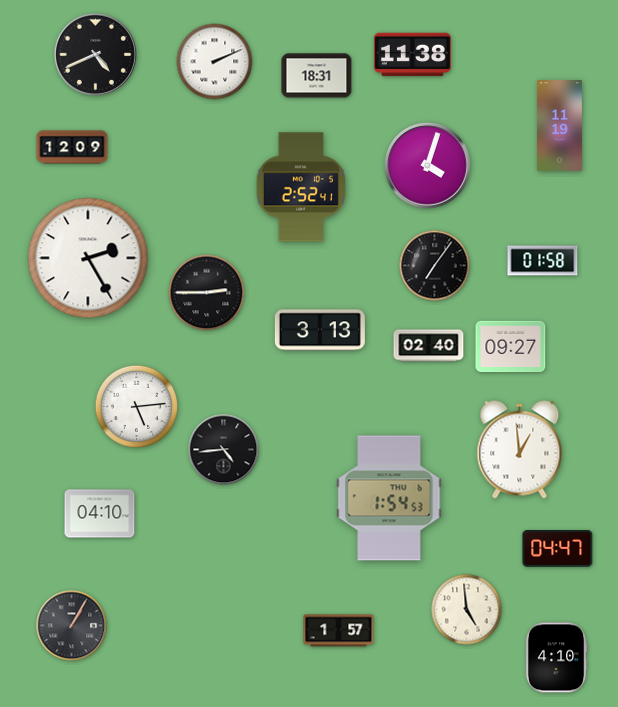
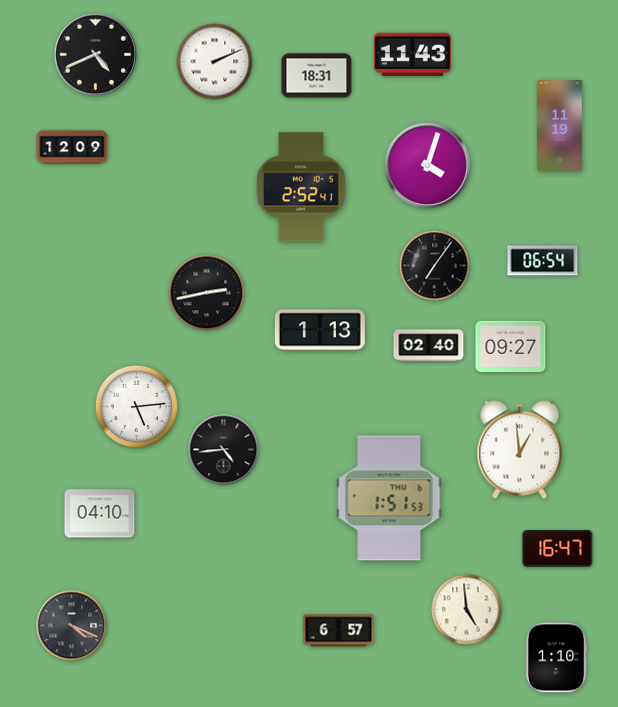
clock at (412, 55): 11:38 -> 11:43
clock at (88, 258): 2:25 -> none
clock at (543, 261): 01:58 -> 06:54
clock at (207, 293): 2:45 -> 2:43
clock at (320, 330): 3:13 -> 1:13
clock at (389, 498): 1:54 -> 1:51
clock at (558, 549): 04:47 -> 16:47
clock at (72, 626): 1:05 -> 4:19
clock at (339, 631): 1:57 -> 6:57
clock at (556, 658): 4:10 -> 1:10
